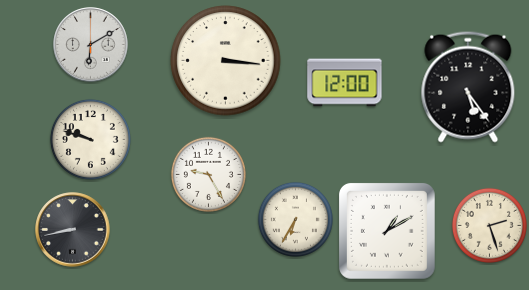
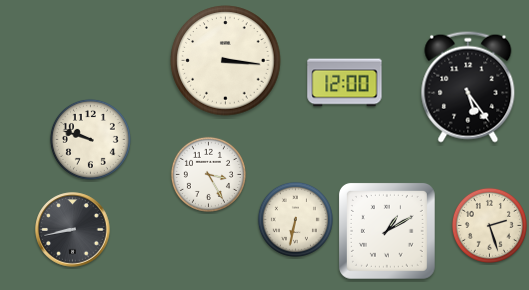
clock at (91, 45): 6:10 -> none
clock at (208, 174): 9:25 -> 3:25
clock at (295, 219): 6:35 -> 6:32
